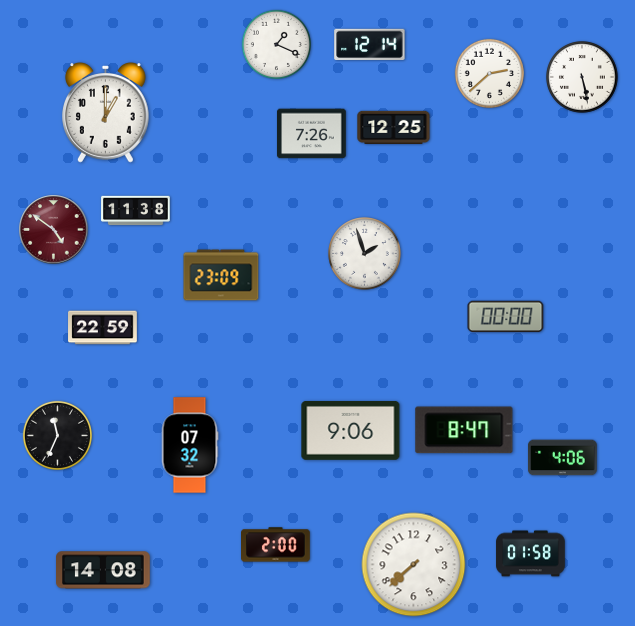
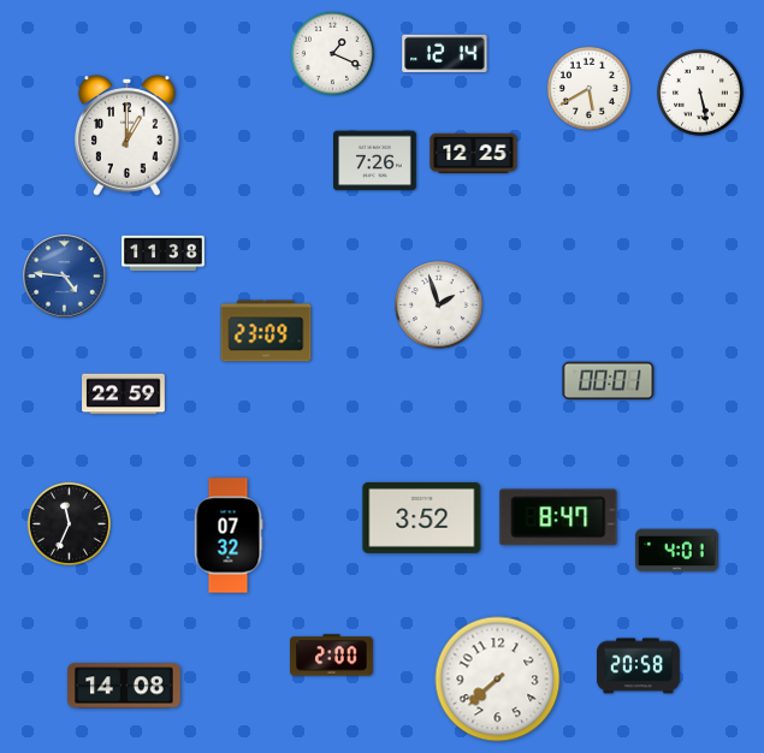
clock at (489, 73): 2:38 -> 5:40
clock at (54, 230): 4:51 -> 4:46
clock at (54, 230) dial: burgundy -> blue
clock at (506, 317): 00:00 -> 00:01
clock at (351, 430): 9:06 -> 3:52
clock at (563, 458): 4:06 -> 4:01
clock at (531, 554): 01:58 -> 20:58
